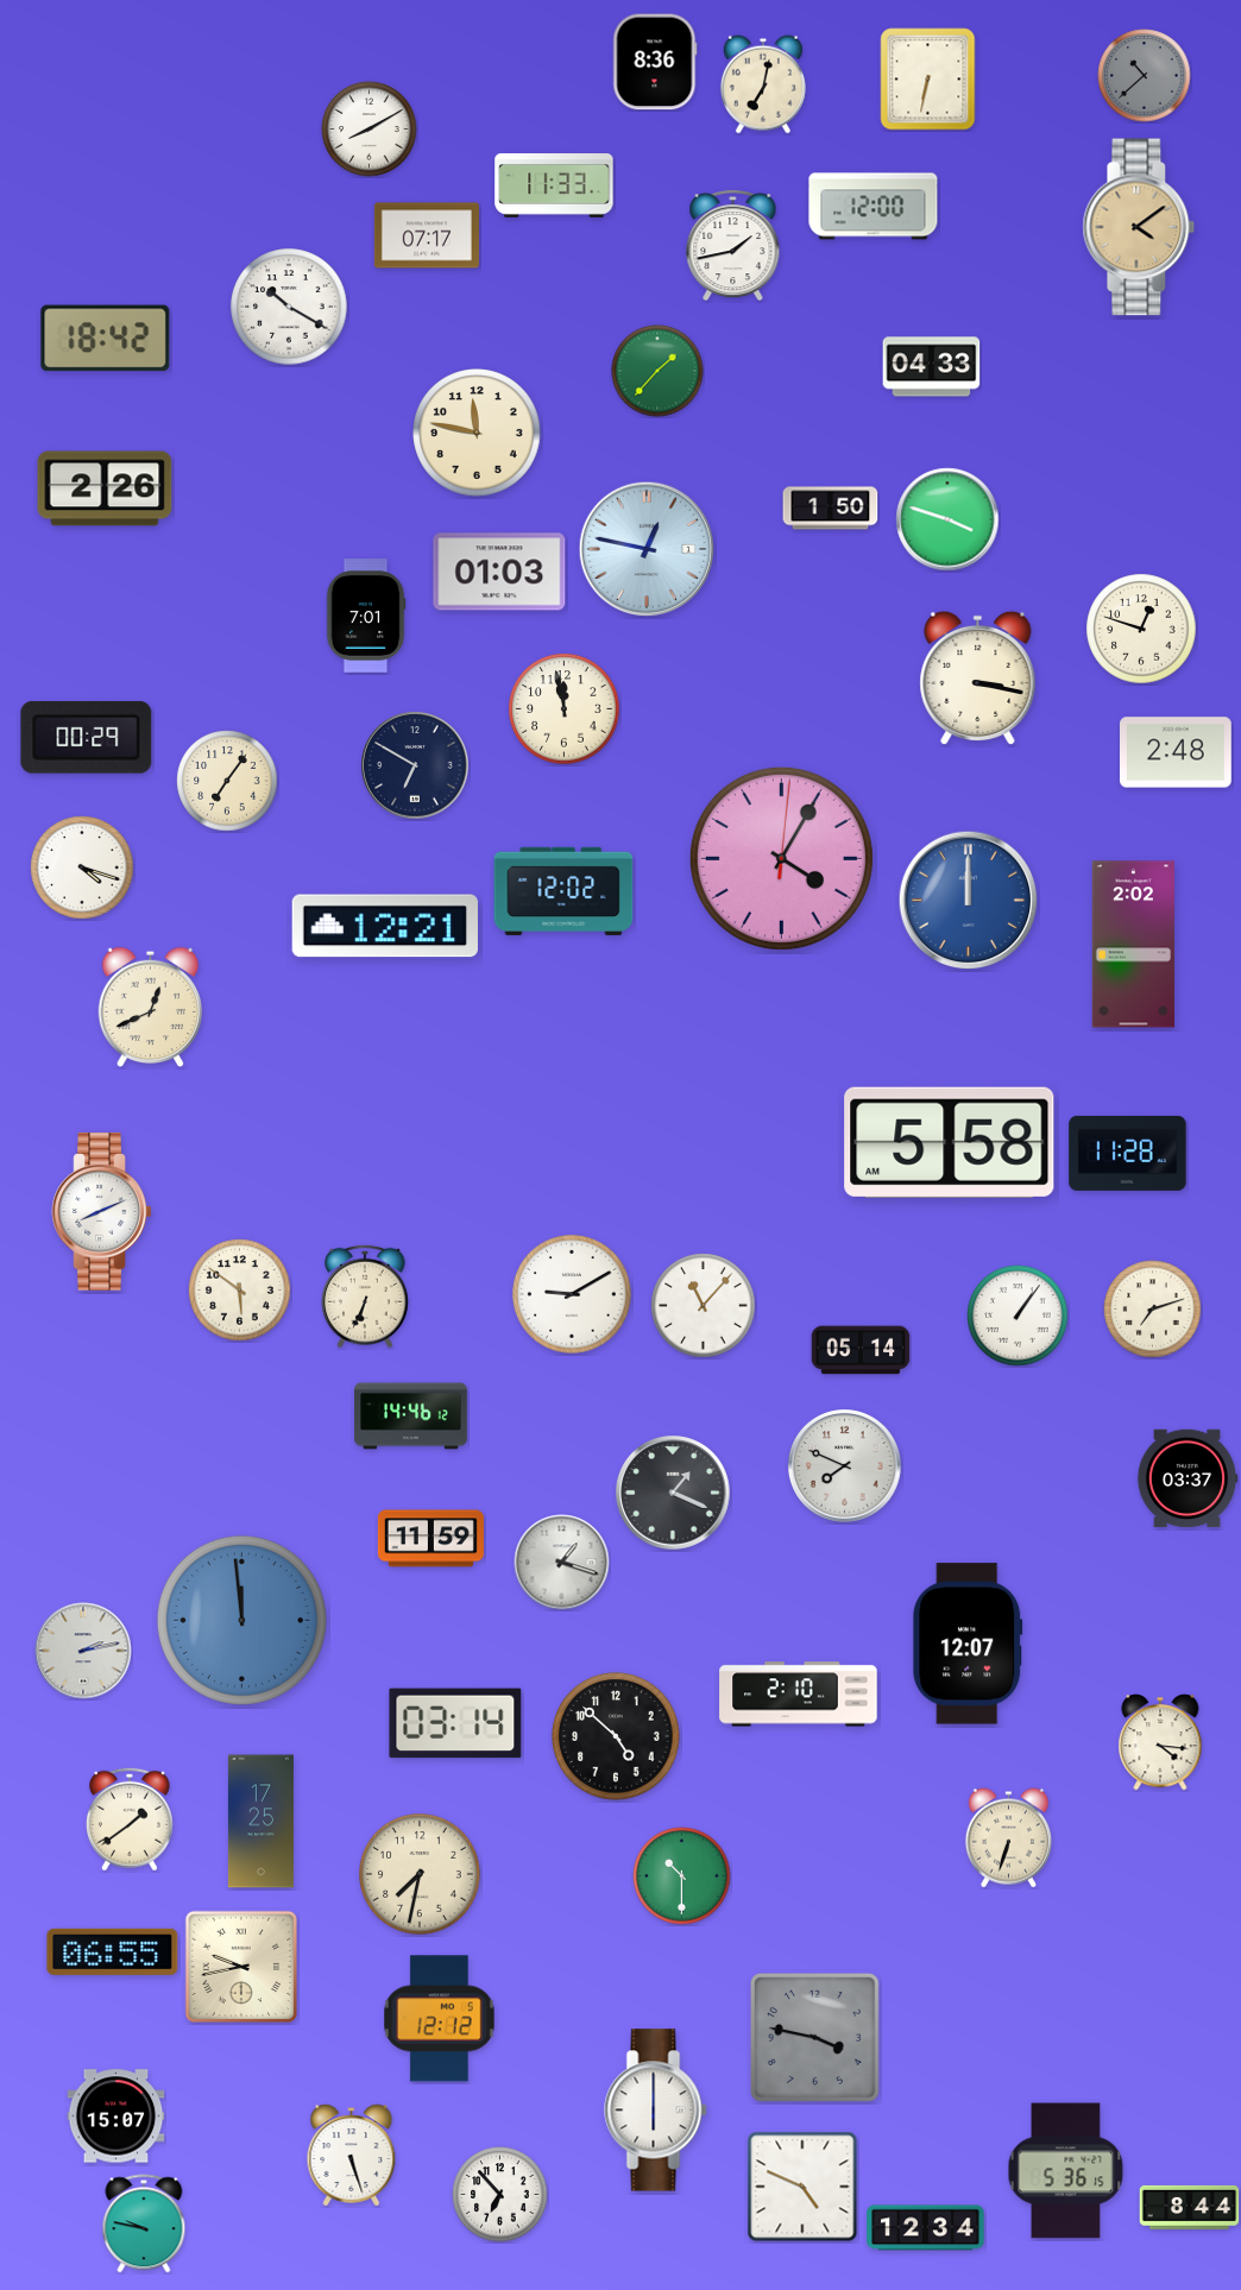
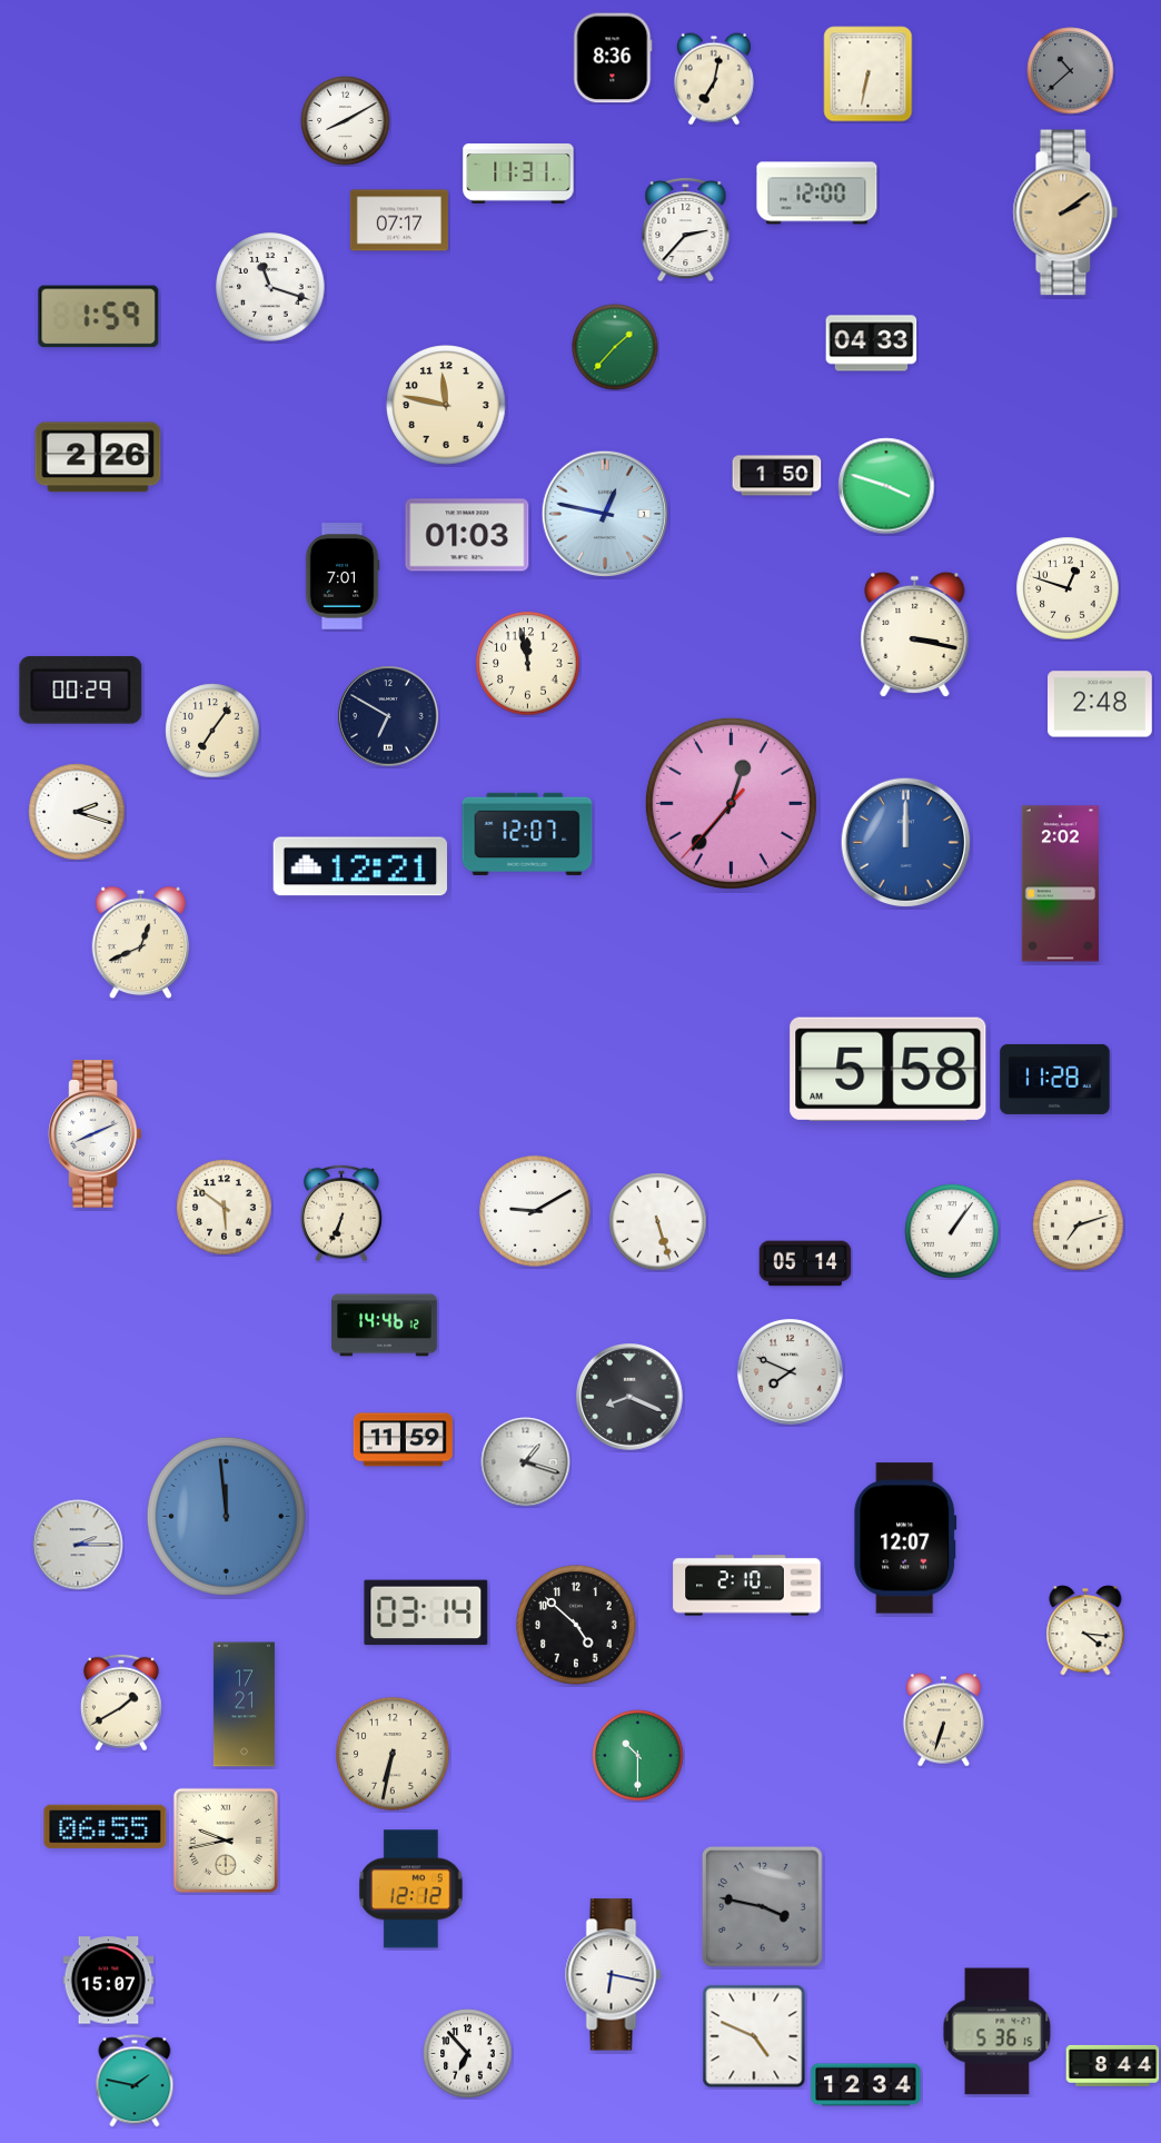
clock at (554, 187): 11:33 -> 11:31
clock at (1139, 227): 4:09 -> 2:09
clock at (733, 246): 1:43 -> 2:37
clock at (289, 307): 10:20 -> 11:18
clock at (106, 339): 18:42 -> 1:59
clock at (781, 858): 4:05 -> 12:36
clock at (82, 868): 4:18 -> 2:18
clock at (563, 891): 12:02 -> 12:07
clock at (704, 1306): 11:07 -> 5:27
clock at (1188, 1478): 03:37 -> none
clock at (674, 1494): 1:19 -> 8:19
clock at (83, 1651): 2:13 -> 2:15
clock at (130, 1819): 1:39 -> 1:40
clock at (260, 1822): 17:25 -> 17:21
clock at (420, 1874): 7:32 -> 6:32
clock at (656, 2111): 6:00 -> 6:17
clock at (352, 2156): 5:27 -> none
clock at (802, 2187) position: (802, 2187) -> (754, 2036)
clock at (144, 2223): 9:47 -> 1:47
